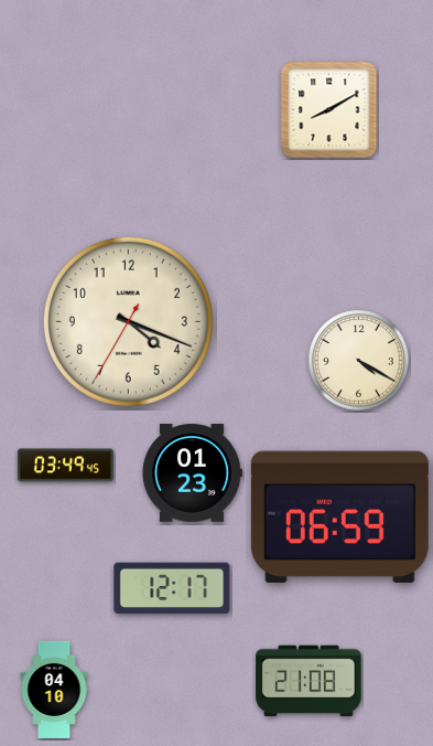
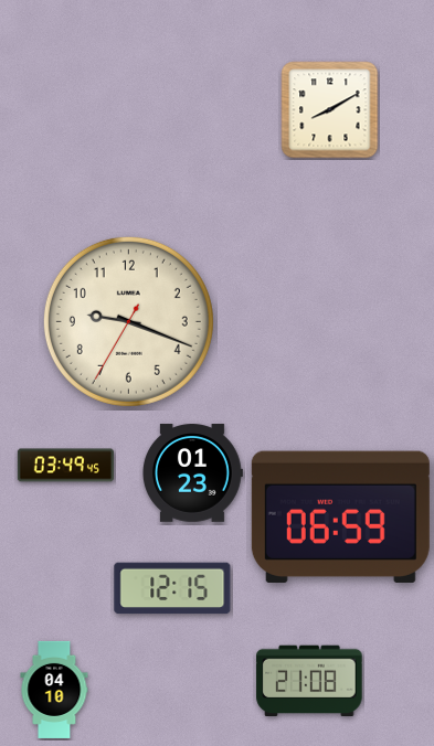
clock at (128, 321): 4:18 -> 9:18
clock at (359, 361): 4:20 -> none
clock at (172, 588): 12:17 -> 12:15
